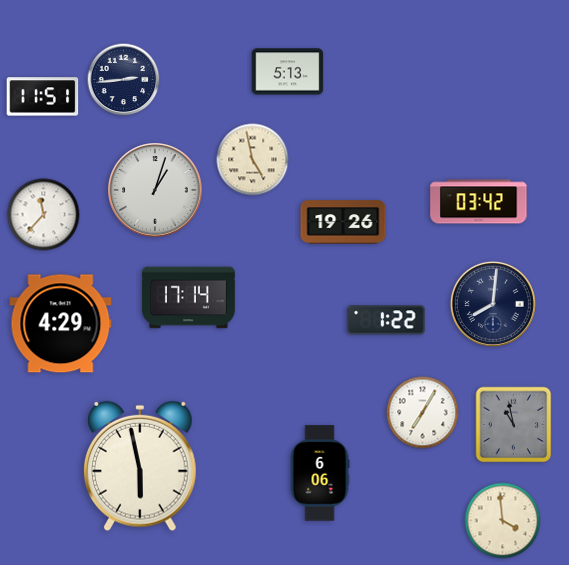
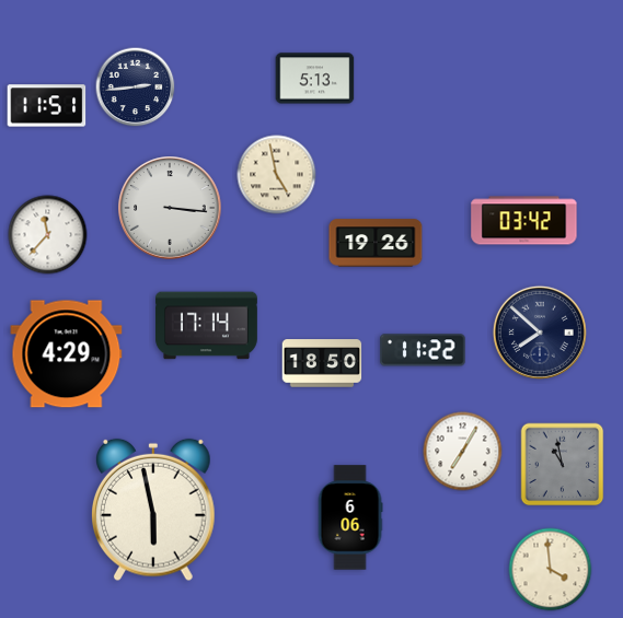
clock at (155, 190): 1:03 -> 3:16
clock at (493, 304): 8:01 -> 7:52
clock at (386, 320): 1:22 -> 11:22
clock at (322, 363): none -> 18:50
